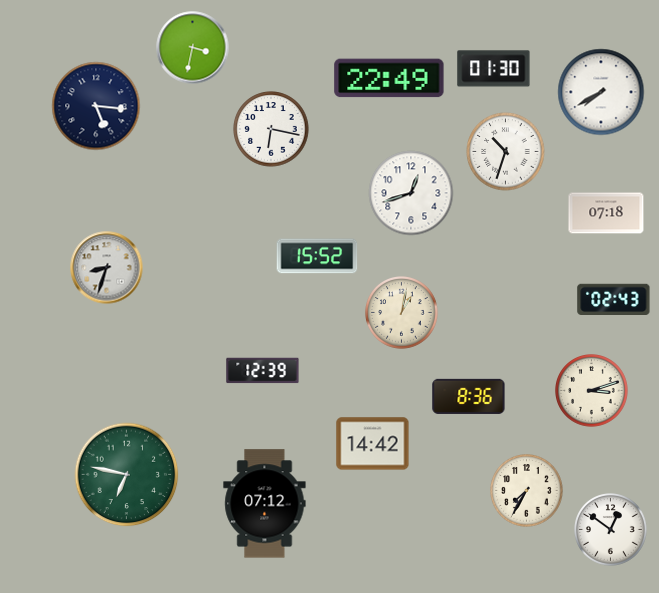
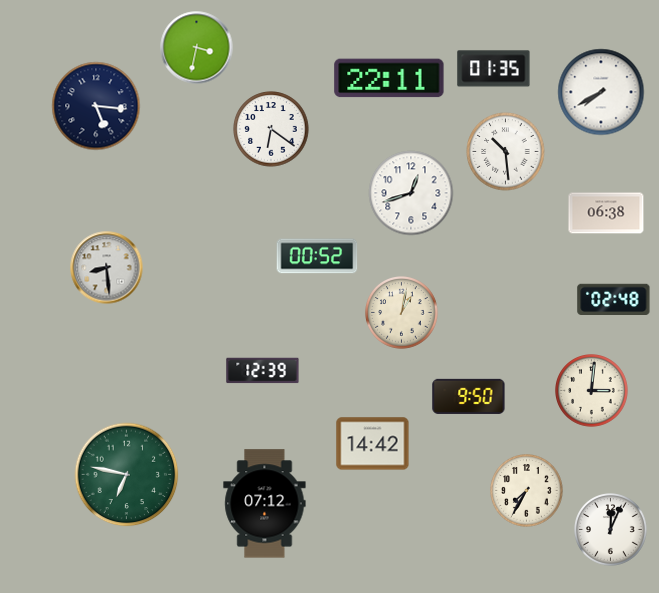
clock at (193, 48) position: (193, 48) -> (197, 48)
clock at (494, 69): 01:30 -> 01:35
clock at (389, 78): 22:49 -> 22:11
clock at (271, 129): 6:17 -> 6:21
clock at (506, 152): 10:33 -> 10:29
clock at (606, 213): 07:18 -> 06:38
clock at (317, 256): 15:52 -> 00:52
clock at (107, 268): 8:33 -> 8:29
clock at (614, 299): 02:43 -> 02:48
clock at (592, 391): 3:12 -> 3:01
clock at (469, 396): 8:36 -> 9:50
clock at (611, 530): 12:51 -> 12:04
